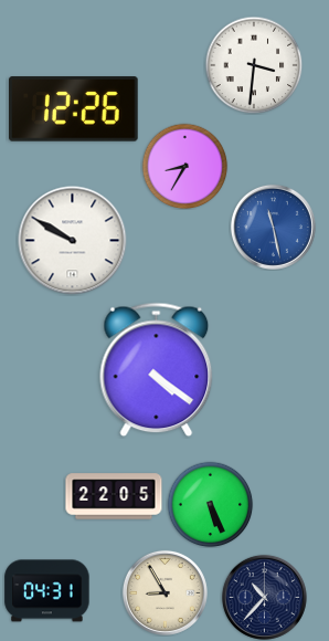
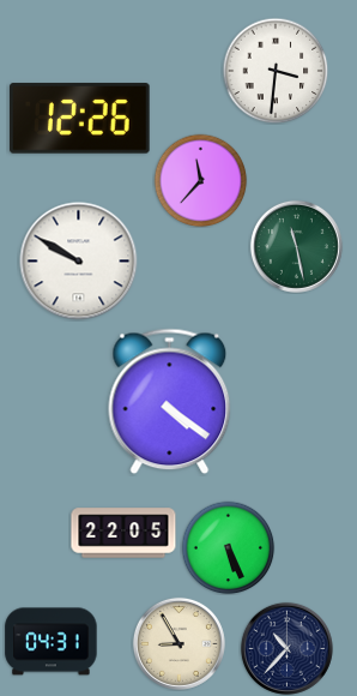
clock at (184, 166): 8:35 -> 11:37
clock at (273, 227) dial: blue -> green
clock at (114, 496) position: (114, 496) -> (123, 533)
